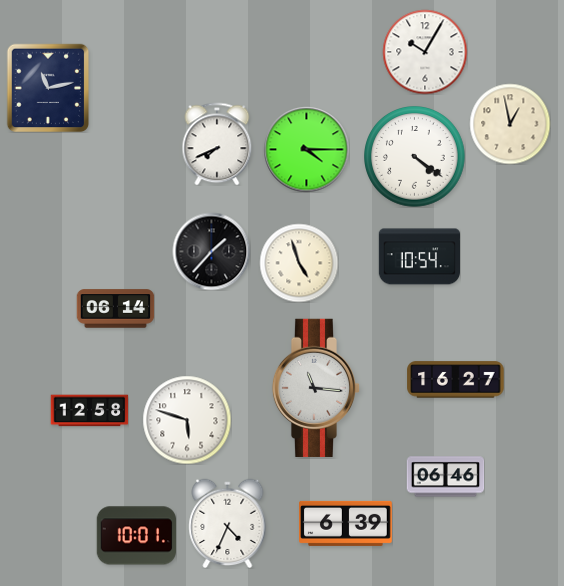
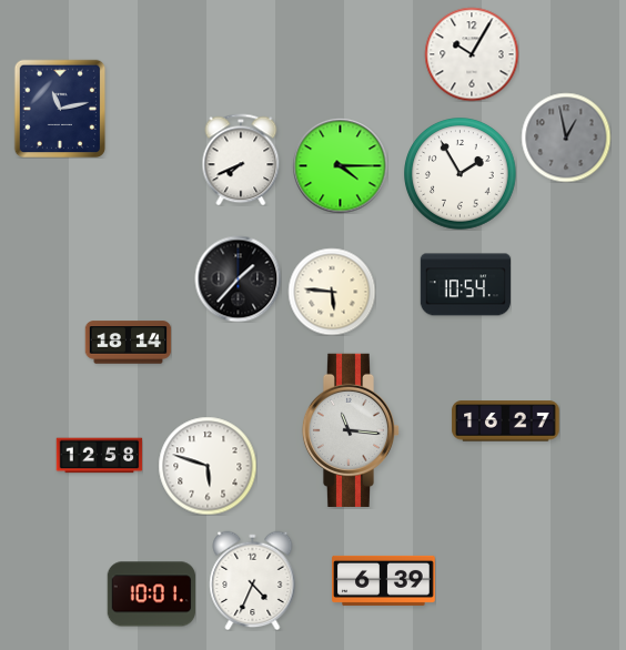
clock at (425, 52) position: (425, 52) -> (472, 54)
clock at (48, 88) position: (48, 88) -> (60, 109)
clock at (510, 124) dial: cream -> grey
clock at (415, 157): 4:21 -> 1:55
clock at (211, 251) position: (211, 251) -> (238, 278)
clock at (299, 263): 4:57 -> 5:46
clock at (115, 309): 06:14 -> 18:14
clock at (445, 477): 06:46 -> none
